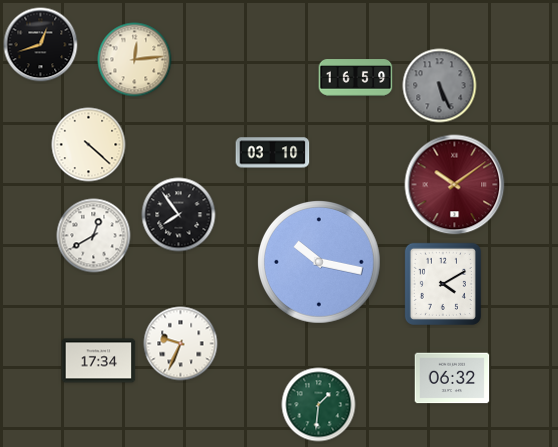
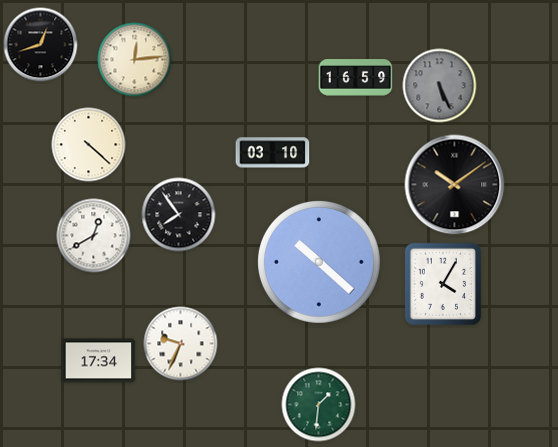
clock at (455, 185) dial: burgundy -> black
clock at (319, 262): 10:17 -> 10:22
clock at (443, 284): 4:10 -> 4:05
clock at (452, 378): 06:32 -> none
